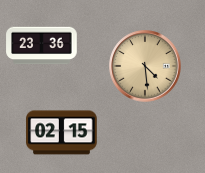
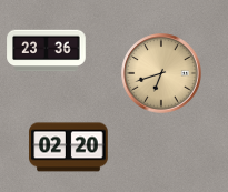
clock at (145, 66): 4:29 -> 6:42
clock at (62, 133): 02:15 -> 02:20
